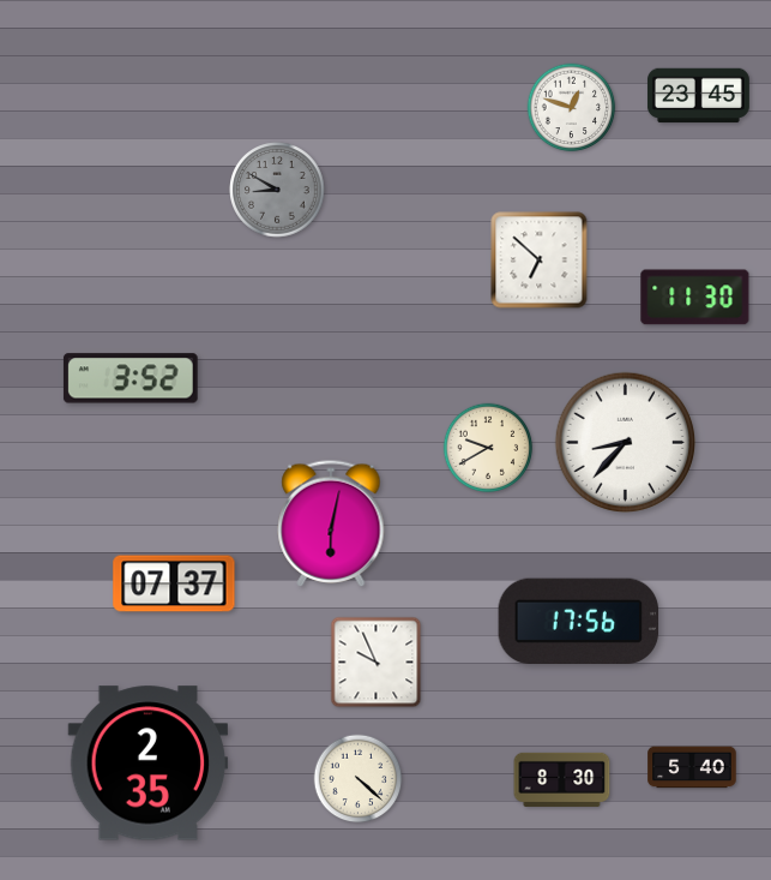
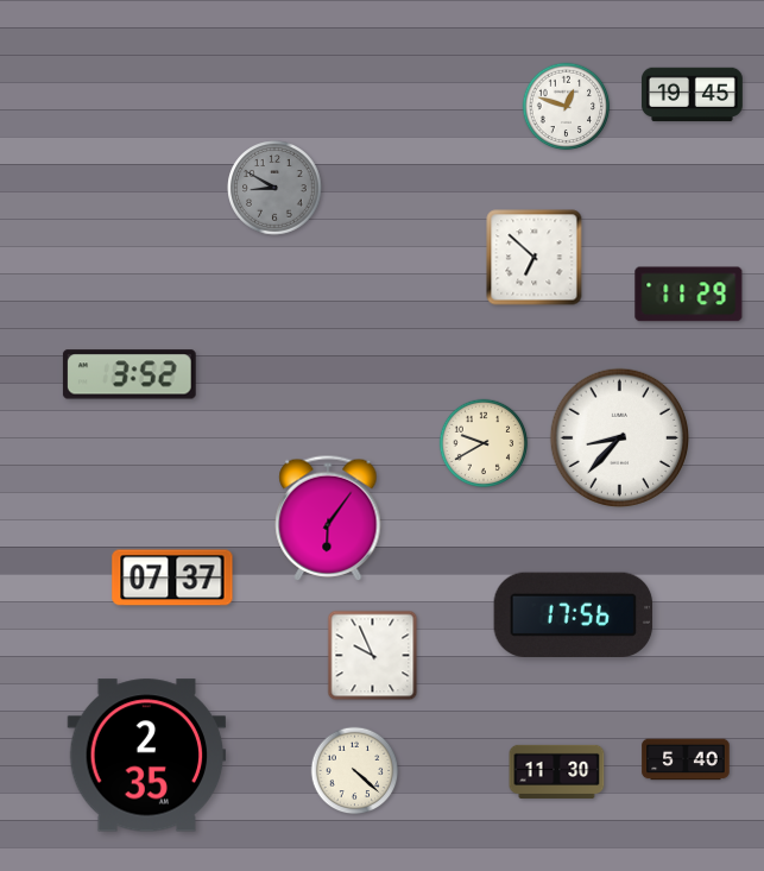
clock at (698, 96): 23:45 -> 19:45
clock at (695, 298): 11:30 -> 11:29
clock at (331, 523): 6:02 -> 6:06
clock at (562, 779): 8:30 -> 11:30
